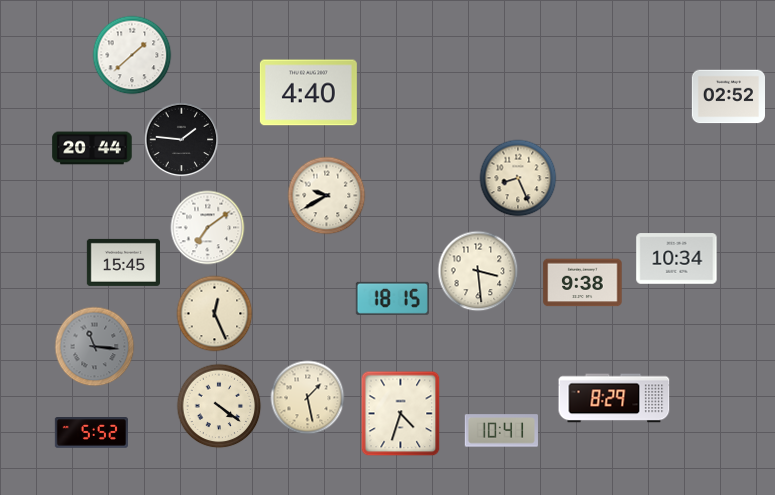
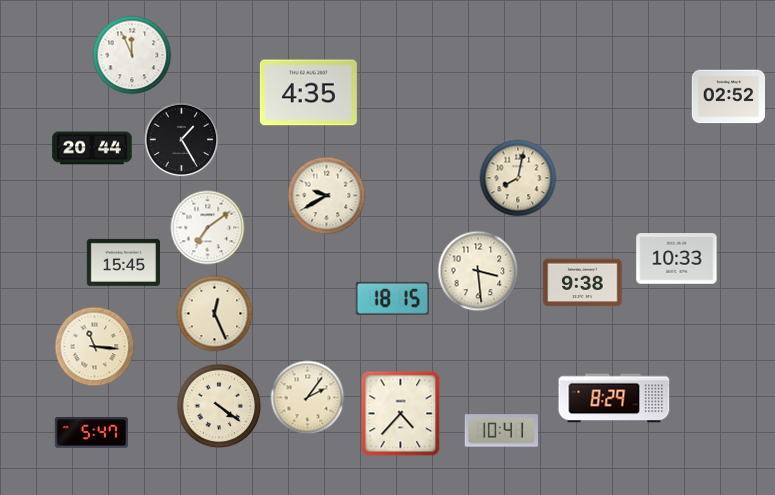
clock at (132, 55): 1:38 -> 11:56
clock at (308, 93): 4:40 -> 4:35
clock at (182, 140): 1:46 -> 1:25
clock at (518, 178): 8:26 -> 8:02
clock at (677, 259): 10:34 -> 10:33
clock at (95, 347) dial: grey -> cream
clock at (308, 398): 1:28 -> 2:06
clock at (401, 414): 4:33 -> 4:37
clock at (91, 433): 5:52 -> 5:47
